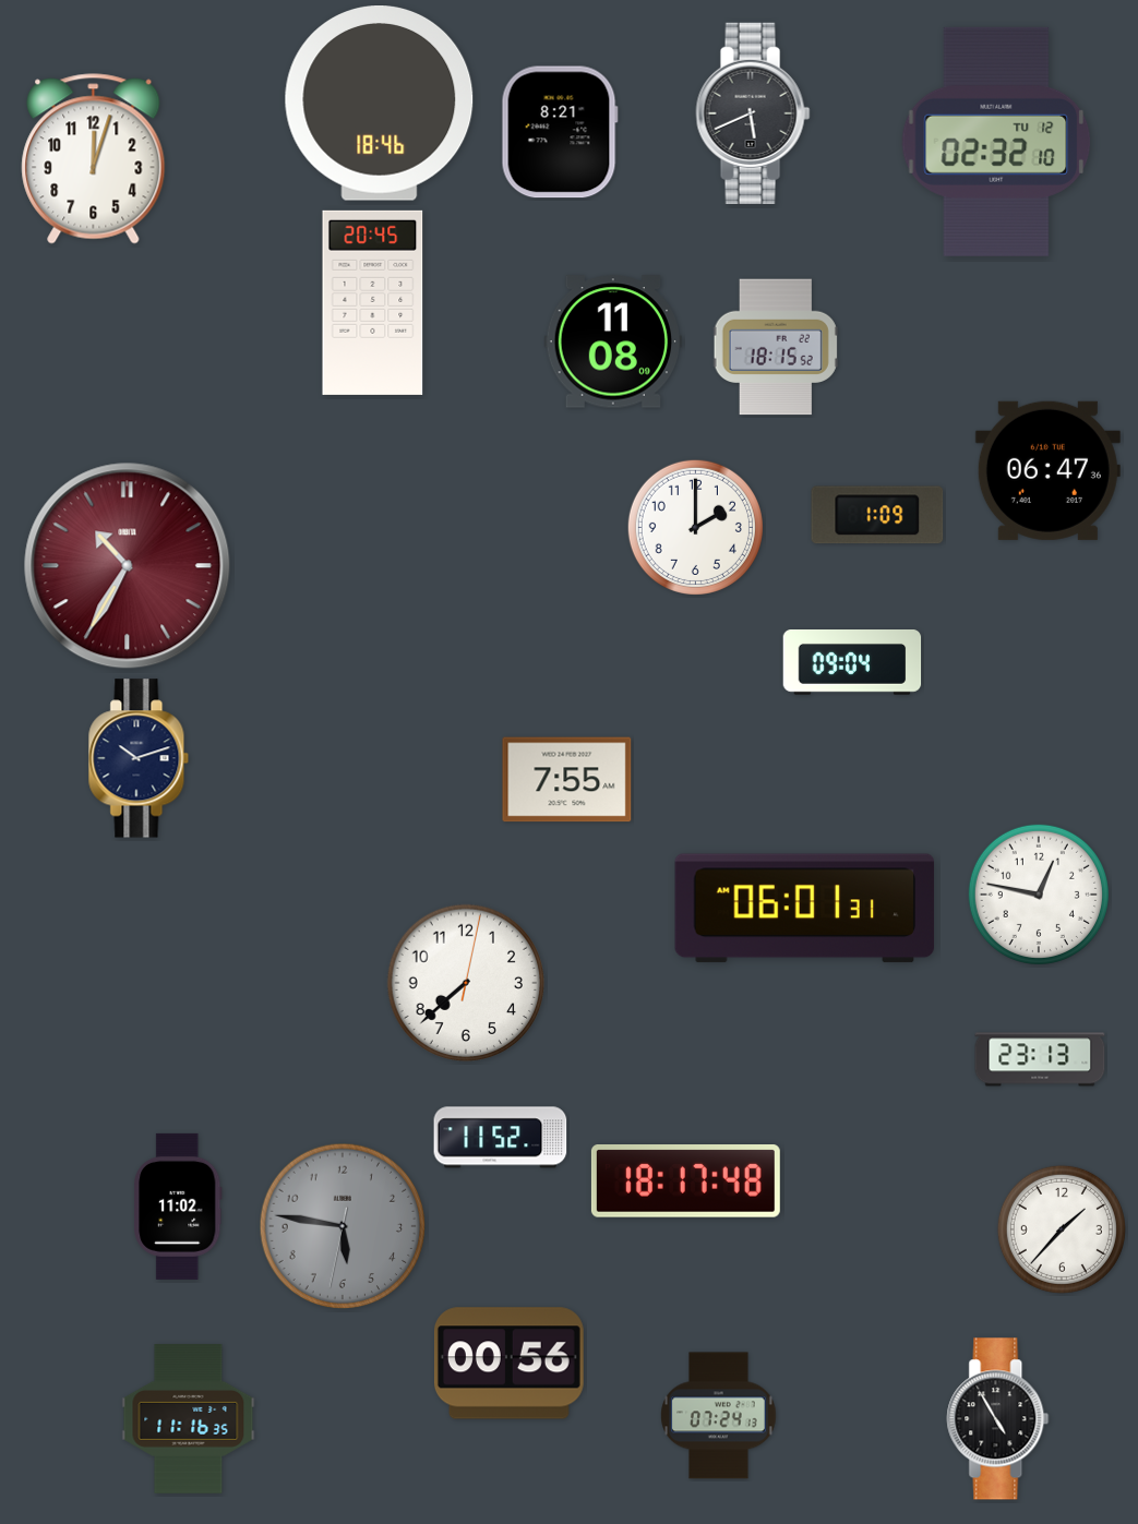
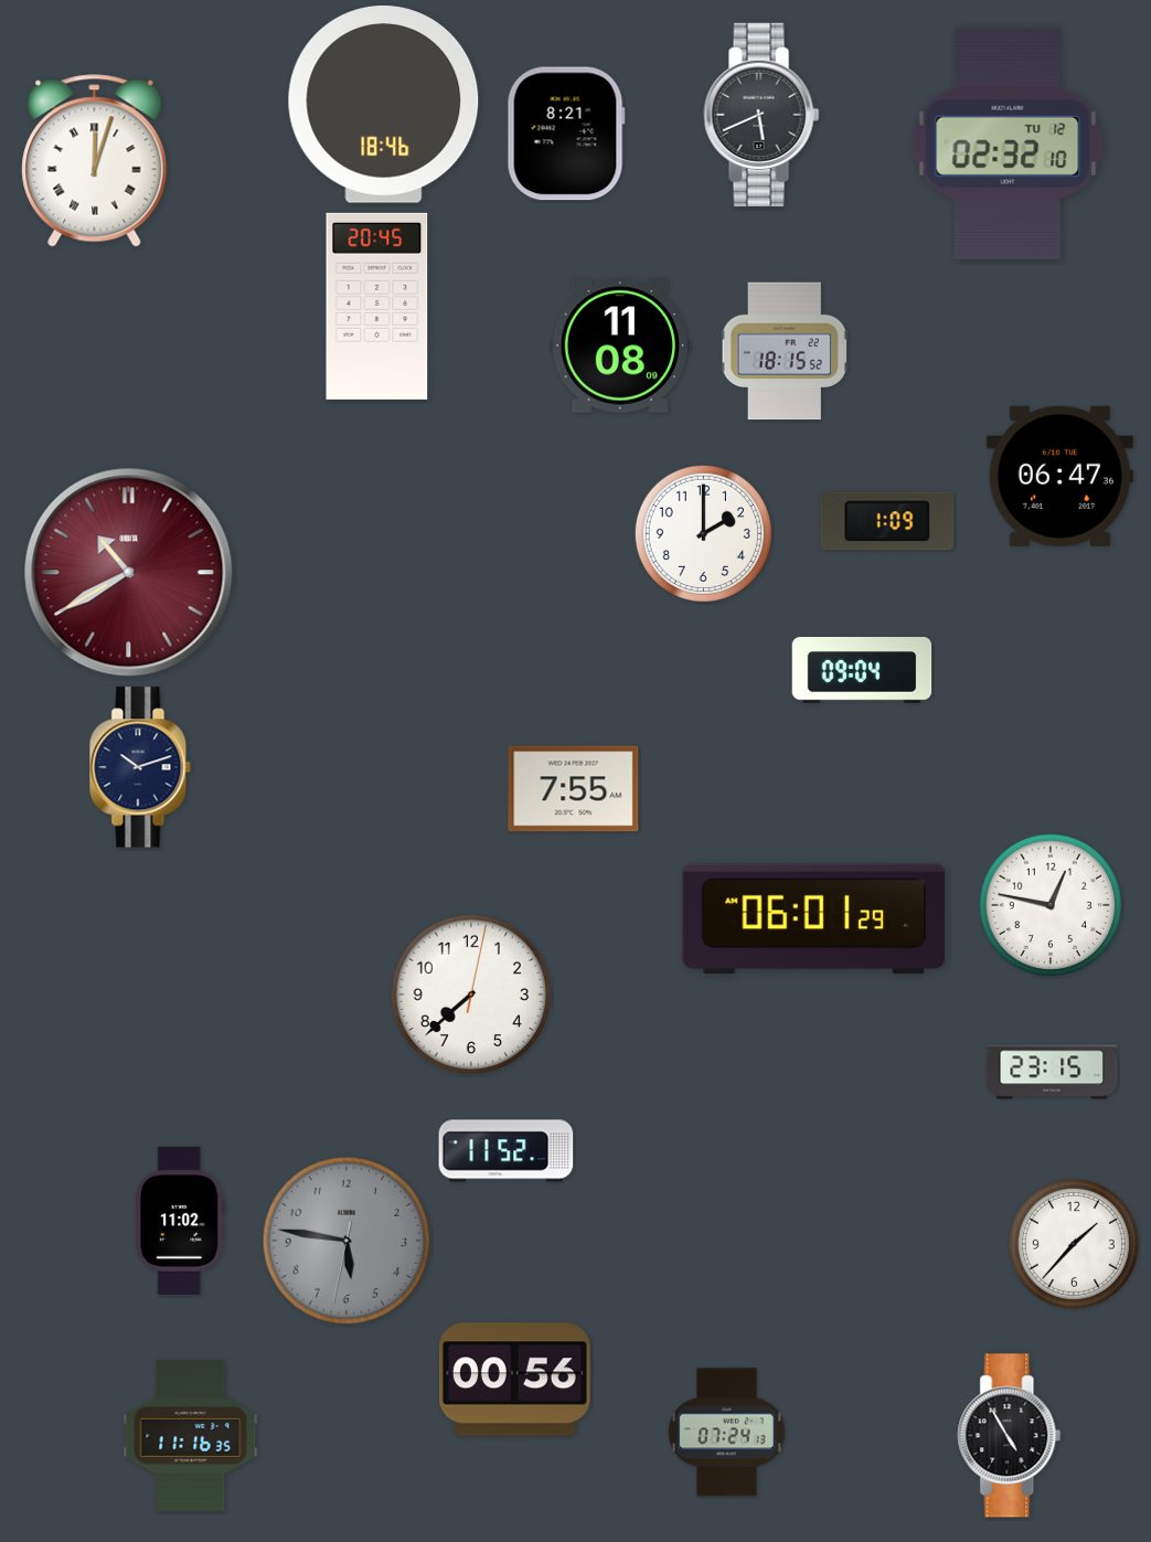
clock at (94, 159) numerals: Arabic -> Roman
clock at (128, 566): 10:35 -> 10:40
clock at (805, 909): 06:01:31 -> 06:01:29
clock at (1040, 1059): 23:13 -> 23:15
clock at (685, 1181): 18:17 -> none
